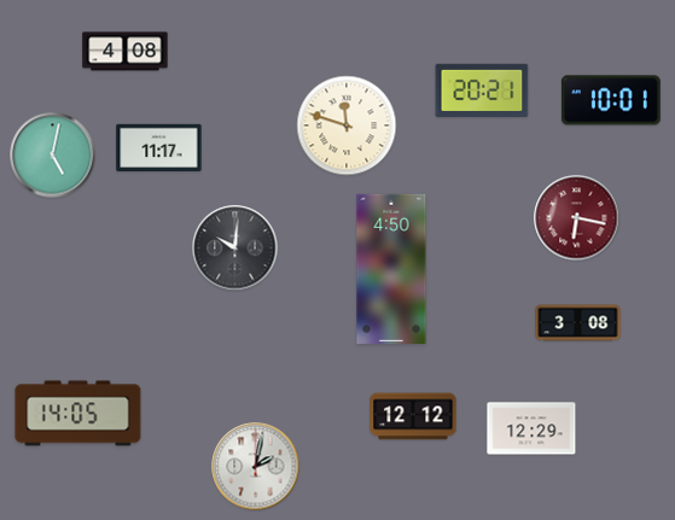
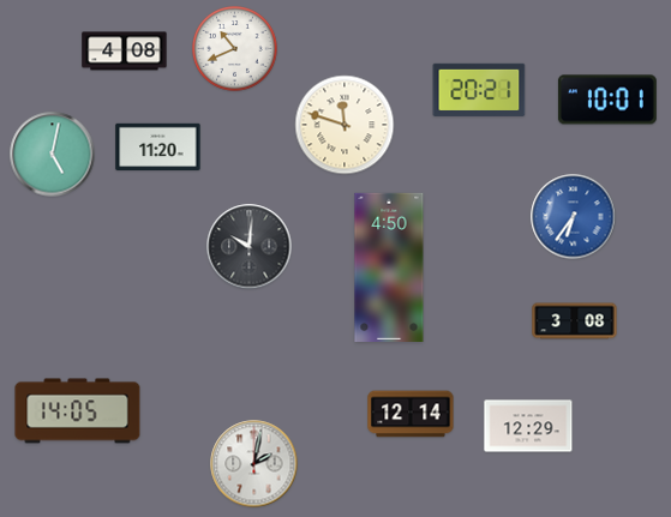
clock at (235, 49): none -> 10:41
clock at (159, 148): 11:17 -> 11:20
clock at (577, 218): 6:17 -> 6:36
clock at (577, 218) dial: burgundy -> blue
clock at (235, 249) position: (235, 249) -> (250, 247)
clock at (413, 416): 12:12 -> 12:14
